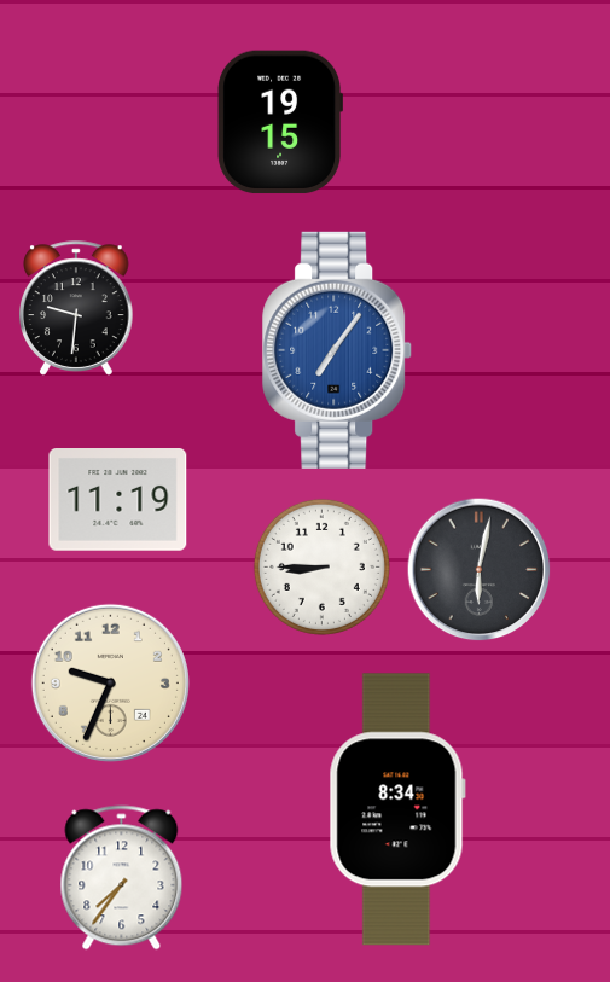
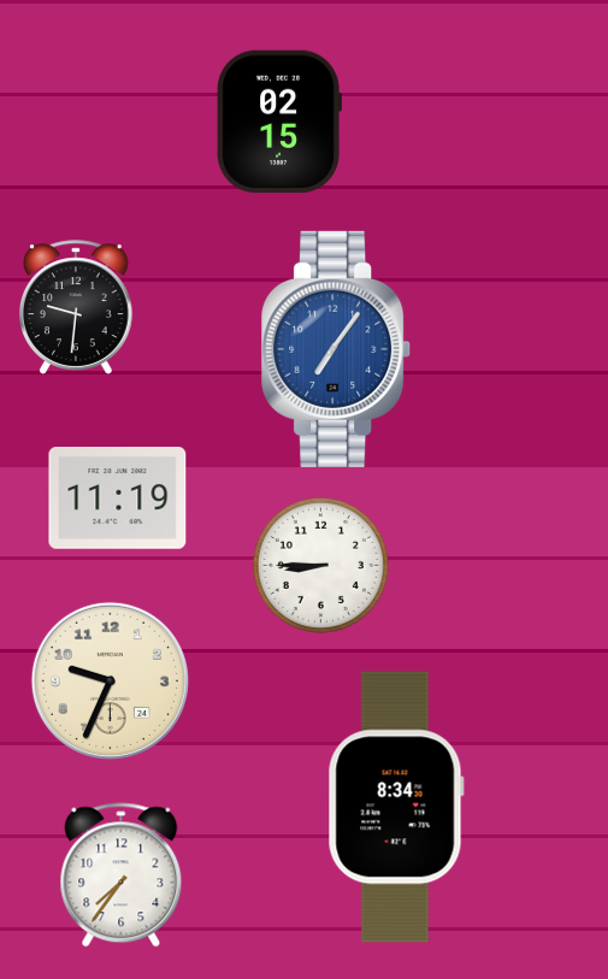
clock at (279, 122): 19:15 -> 02:15
clock at (480, 570): 6:02 -> none
